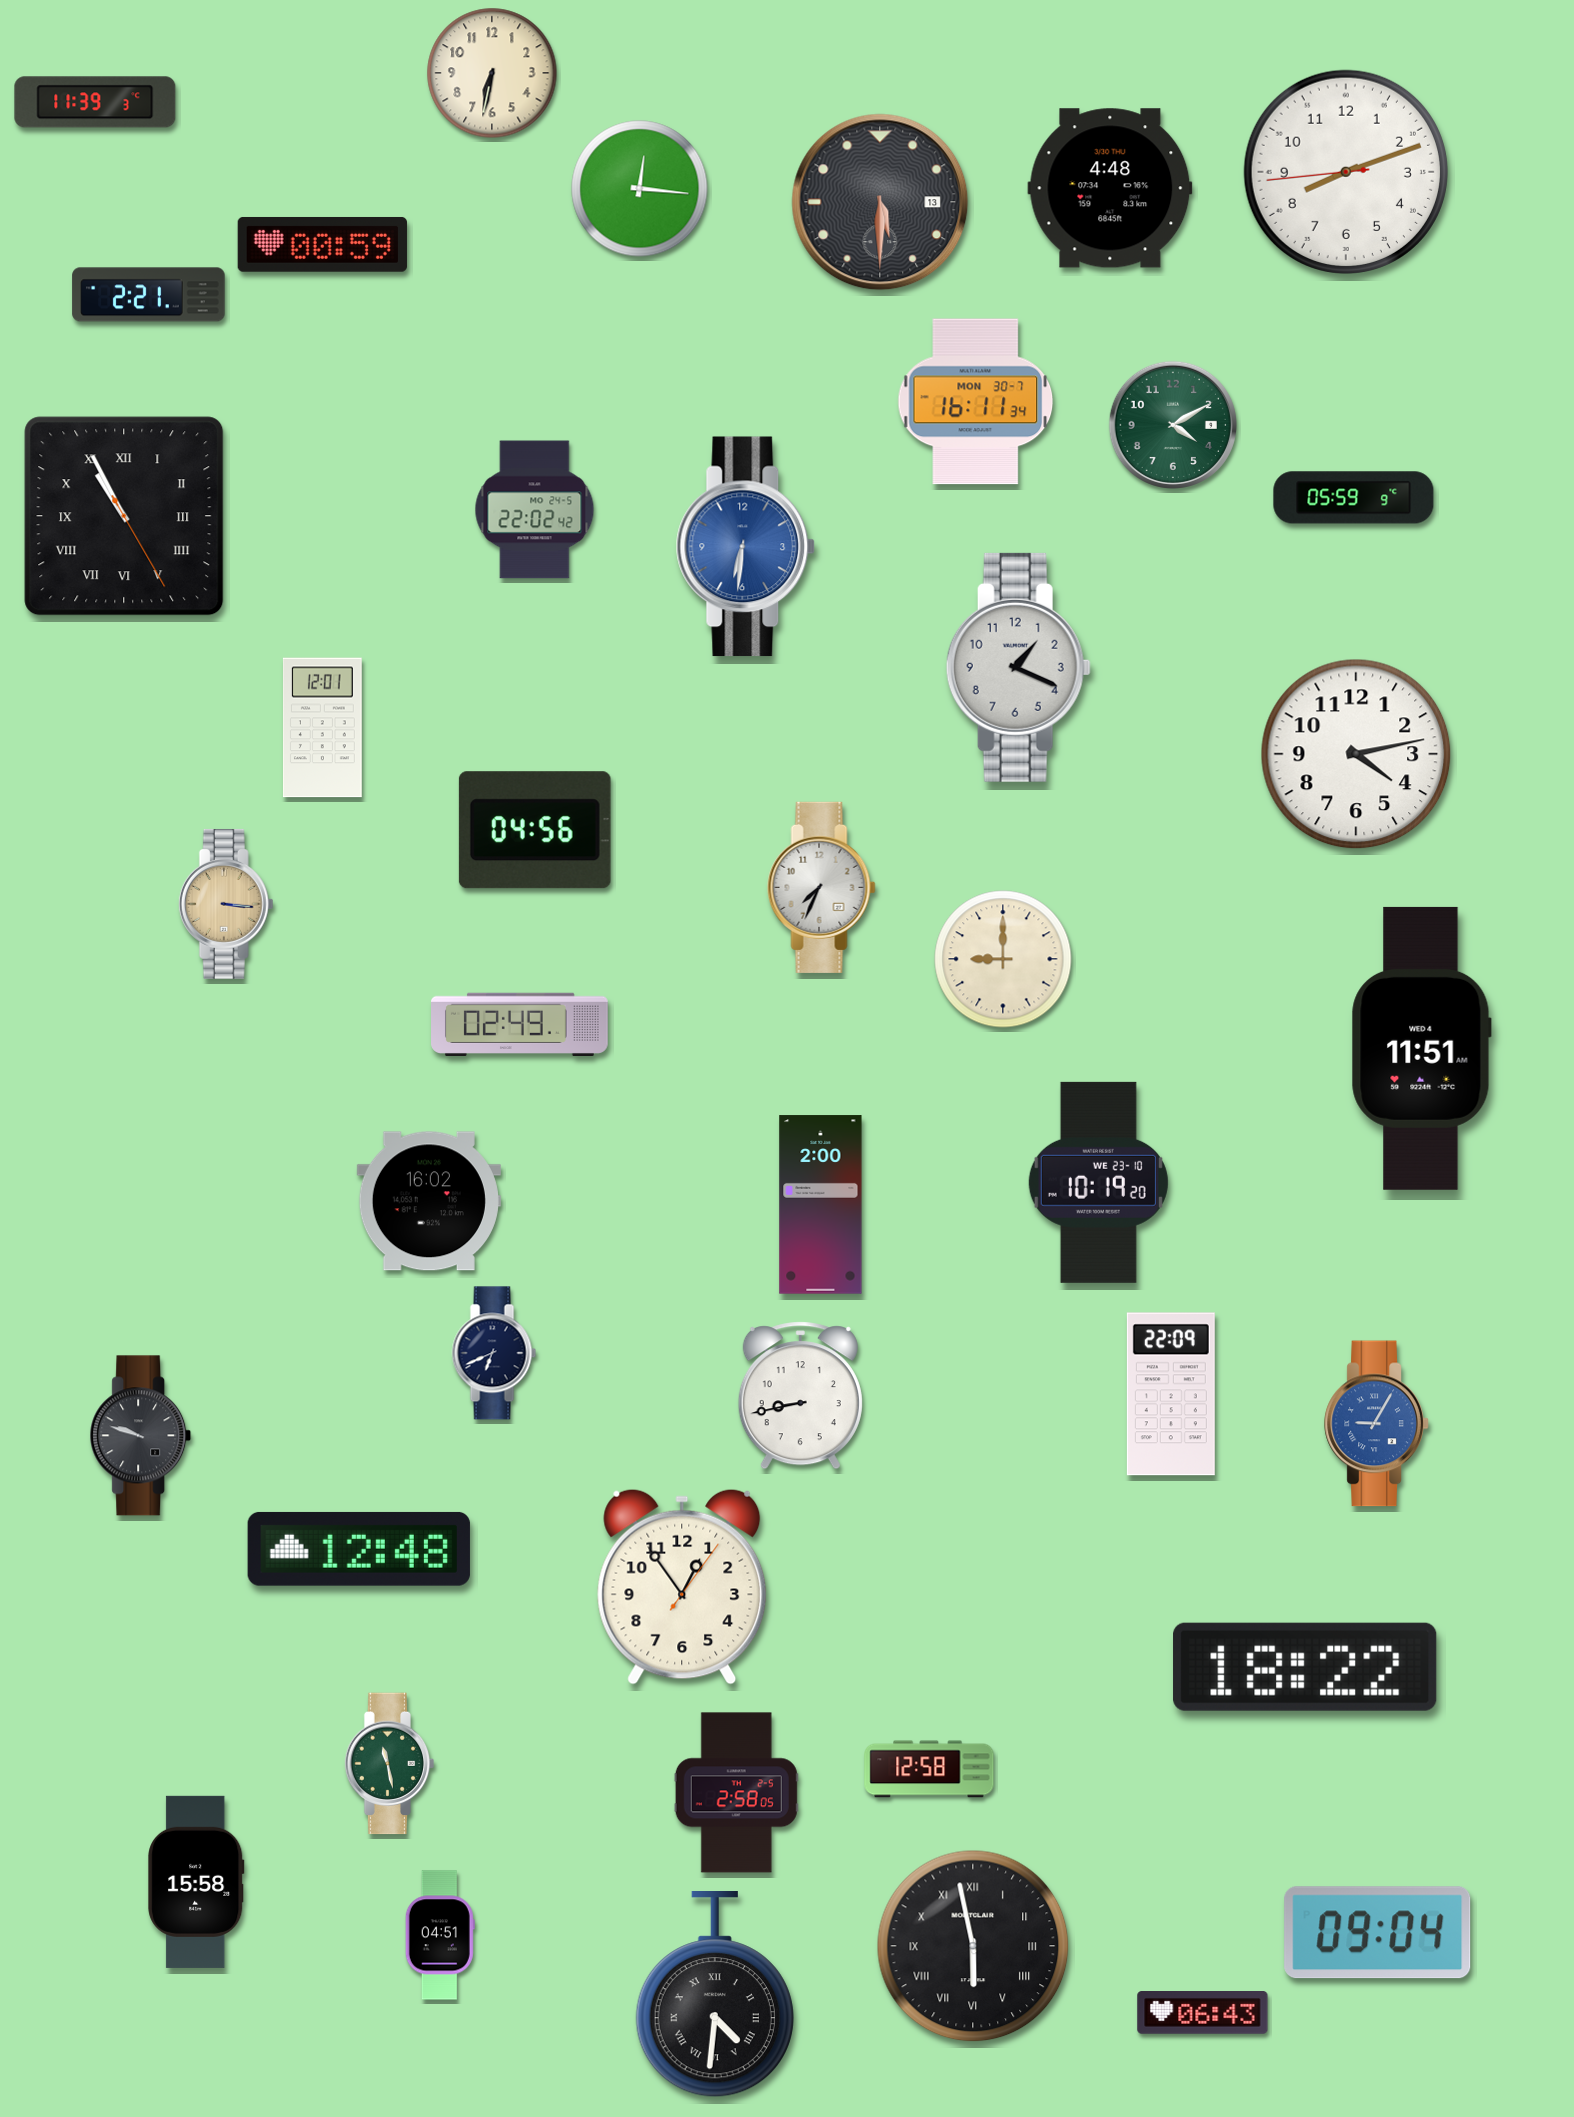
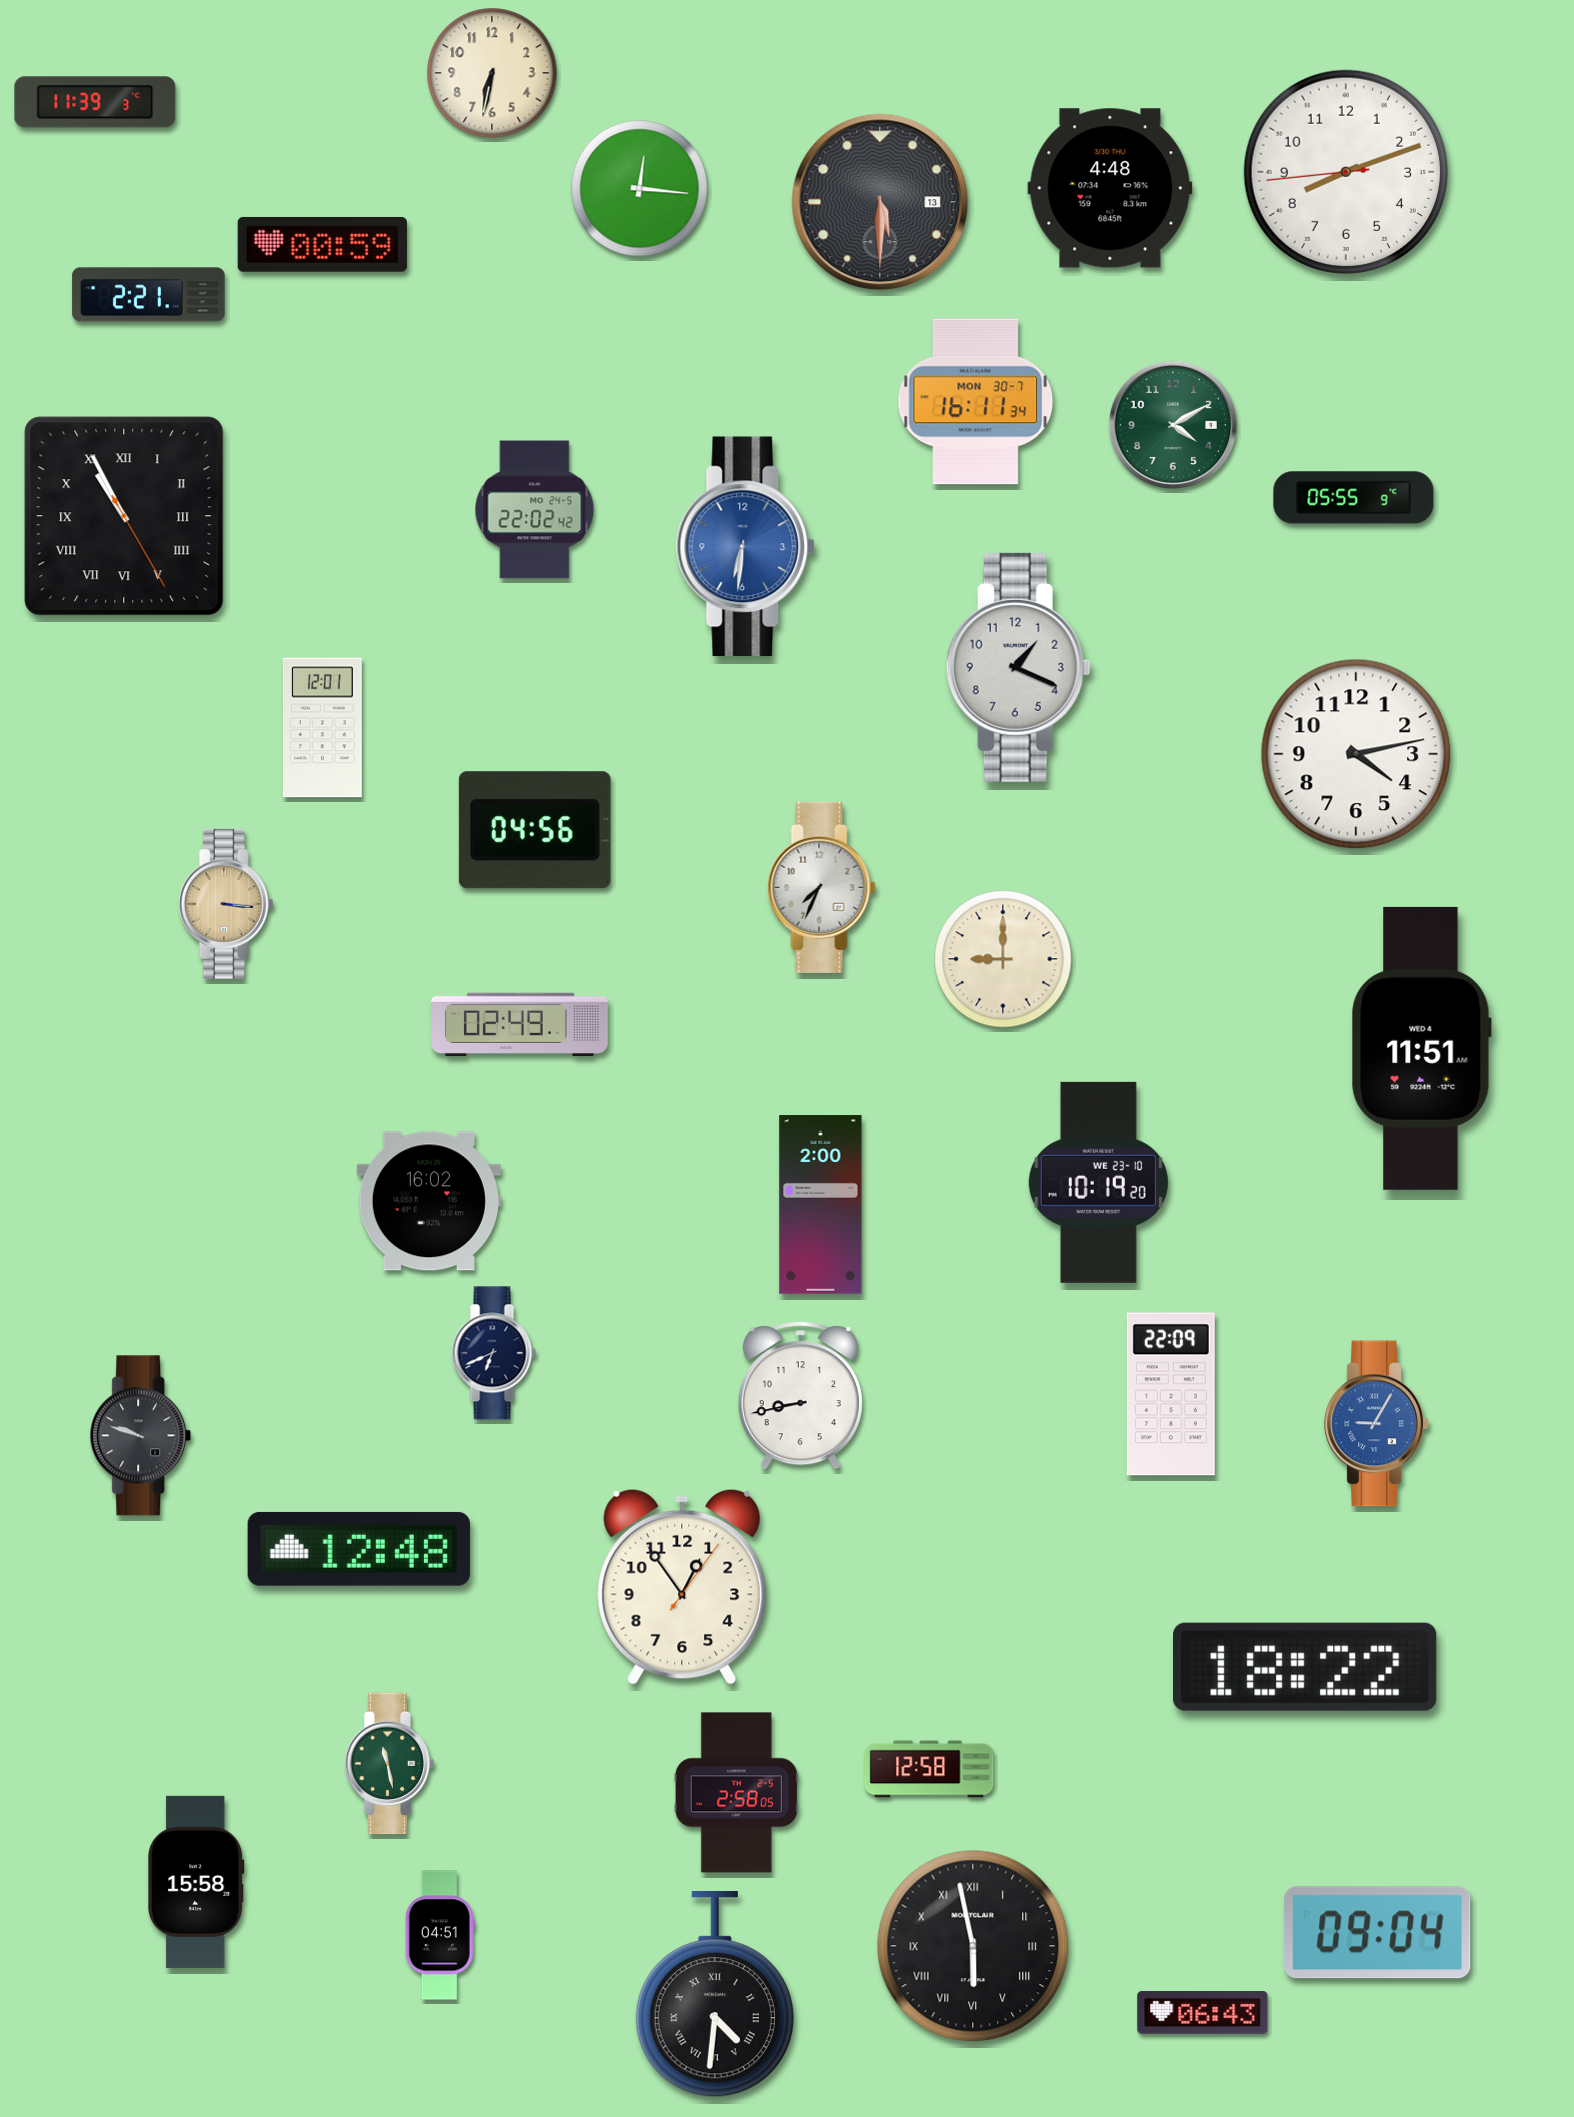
clock at (1354, 498): 05:59 -> 05:55
